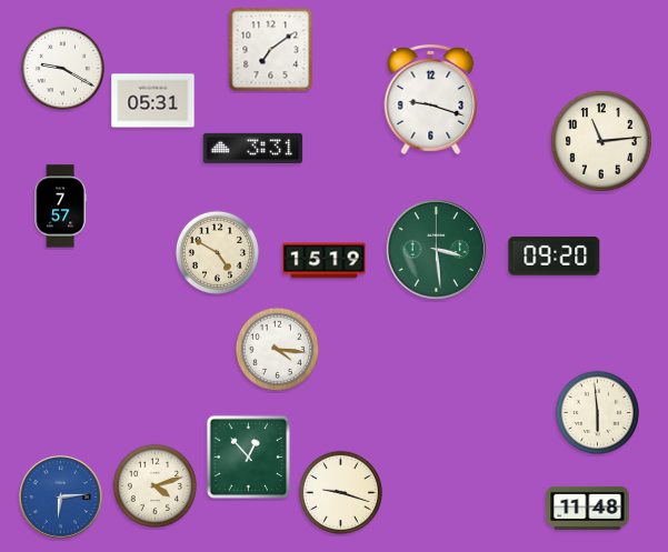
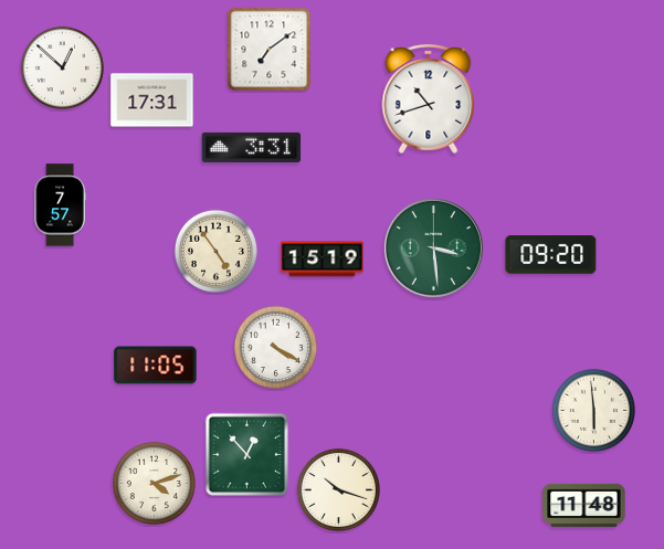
clock at (62, 68): 9:20 -> 12:52
clock at (431, 99): 9:18 -> 10:42
clock at (153, 101): 05:31 -> 17:31
clock at (601, 141): 11:14 -> none
clock at (217, 252): 4:50 -> 4:54
clock at (277, 349): 4:16 -> 4:20
clock at (156, 366): none -> 11:05
clock at (340, 492): 9:18 -> 10:18
clock at (61, 498): 6:14 -> none
